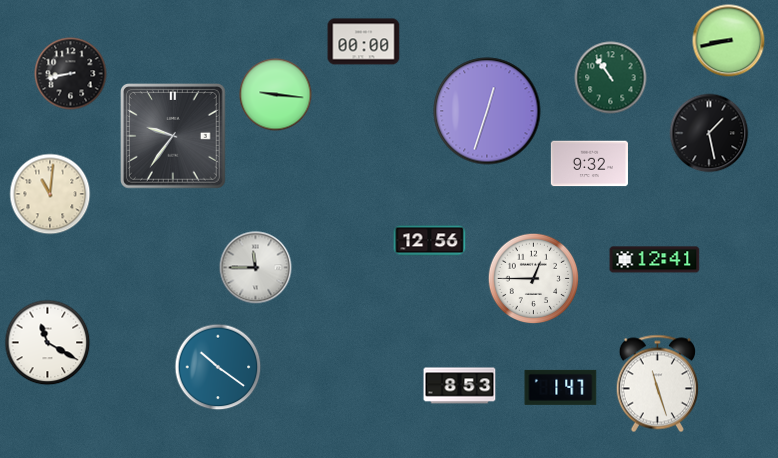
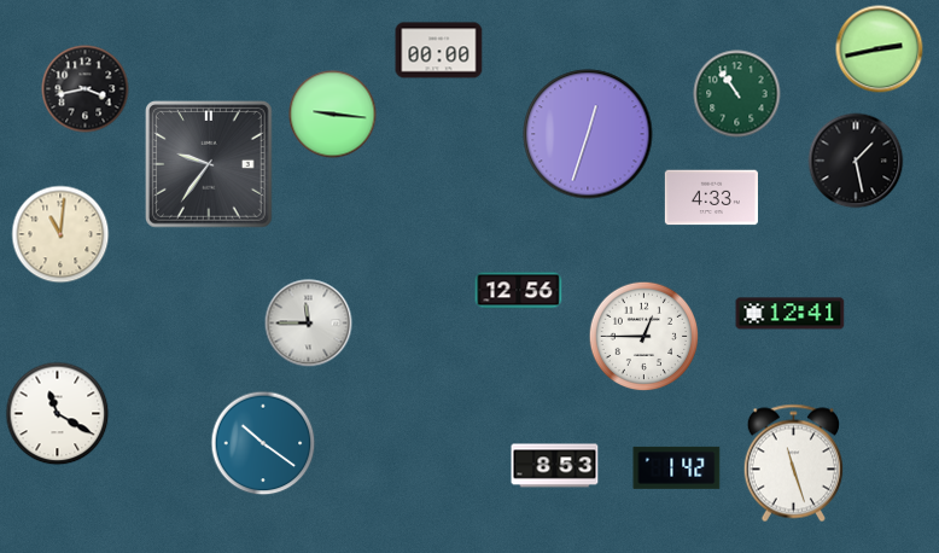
clock at (729, 41): 8:43 -> 2:43
clock at (71, 74): 8:43 -> 3:43
clock at (589, 164): 9:32 -> 4:33
clock at (561, 387): 1:47 -> 1:42
